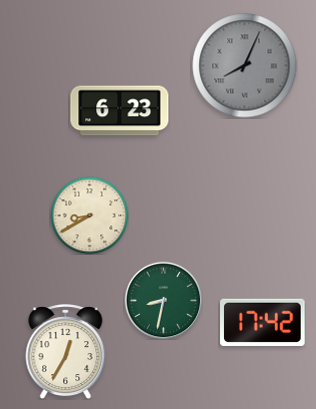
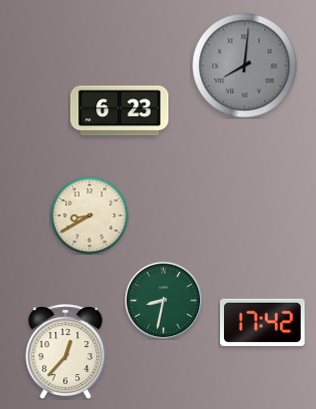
clock at (245, 66): 8:04 -> 8:01
clock at (66, 352): 12:35 -> 12:37
